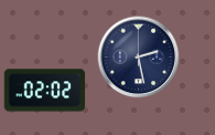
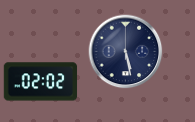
clock at (139, 58): 2:28 -> 5:28
